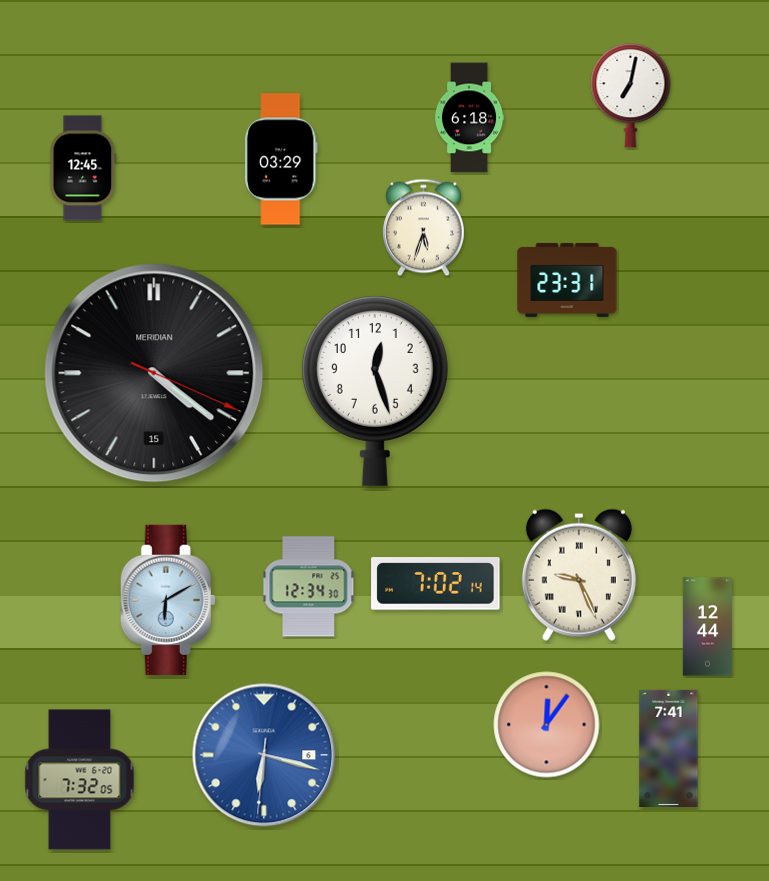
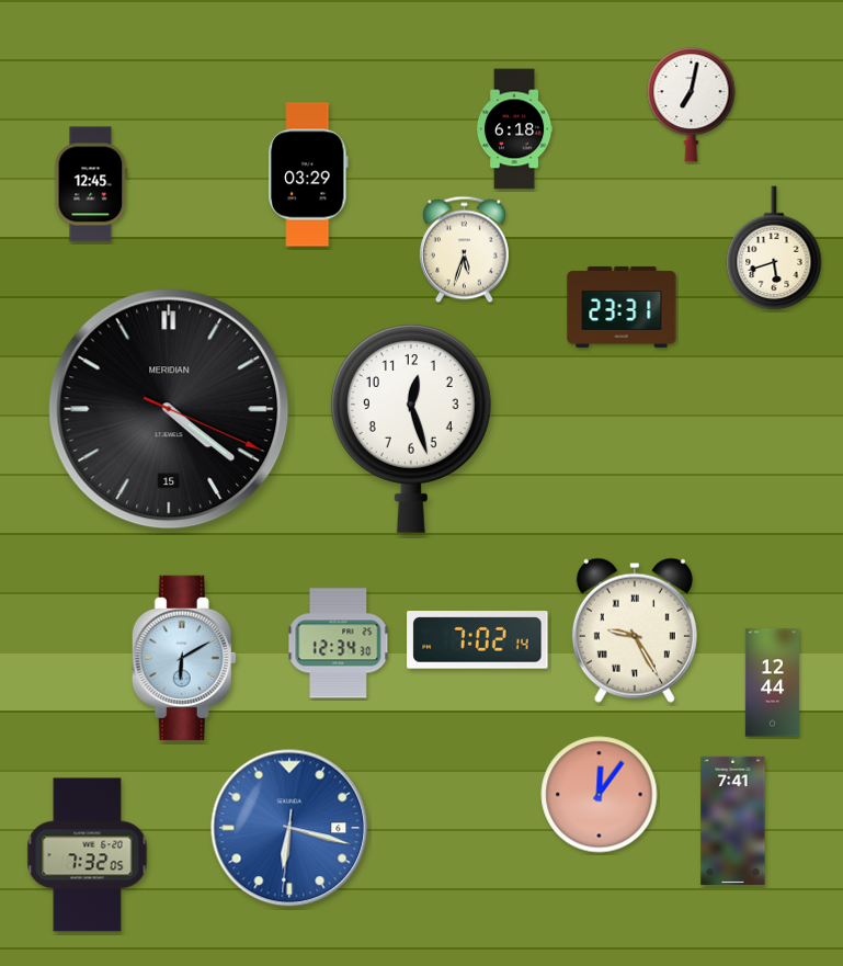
clock at (774, 249): none -> 5:42
clock at (579, 575): 9:26 -> 9:25
clock at (707, 627) position: (707, 627) -> (772, 683)
